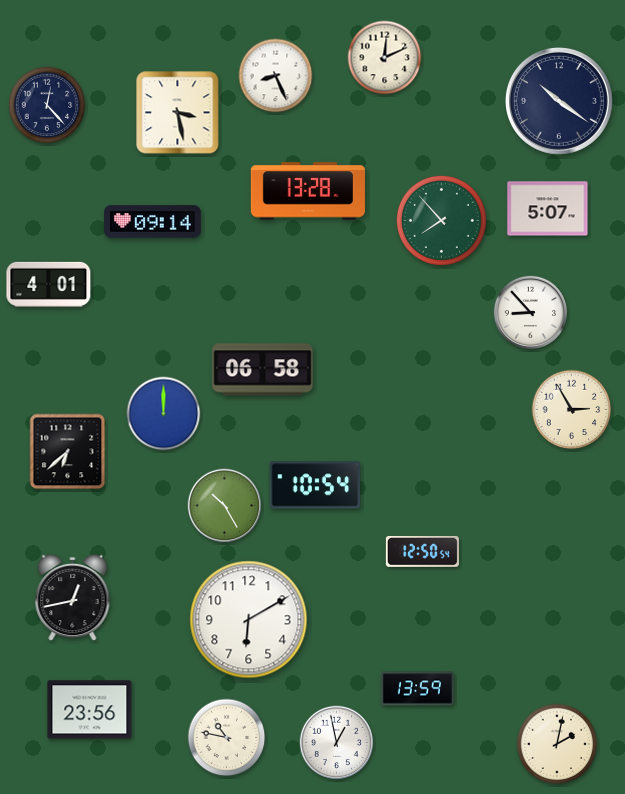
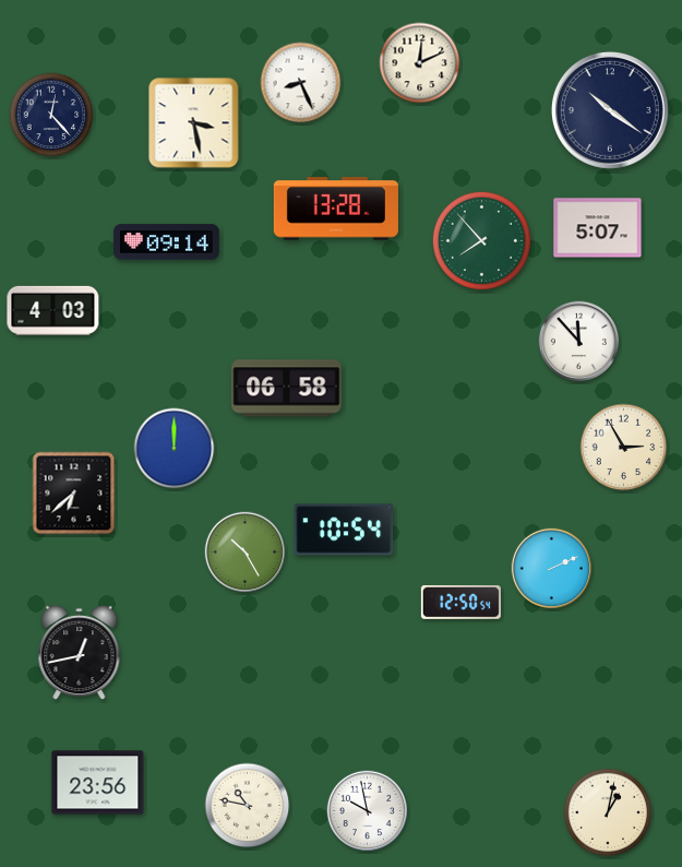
clock at (49, 284): 4:01 -> 4:03
clock at (531, 313): 8:53 -> 11:53
clock at (263, 370) position: (263, 370) -> (287, 389)
clock at (164, 414) position: (164, 414) -> (175, 449)
clock at (552, 569): none -> 2:11
clock at (249, 620): 6:10 -> none
clock at (417, 689): 13:59 -> none
clock at (90, 710) position: (90, 710) -> (98, 783)
clock at (337, 743): 12:58 -> 9:58
clock at (557, 744): 2:02 -> 1:02
